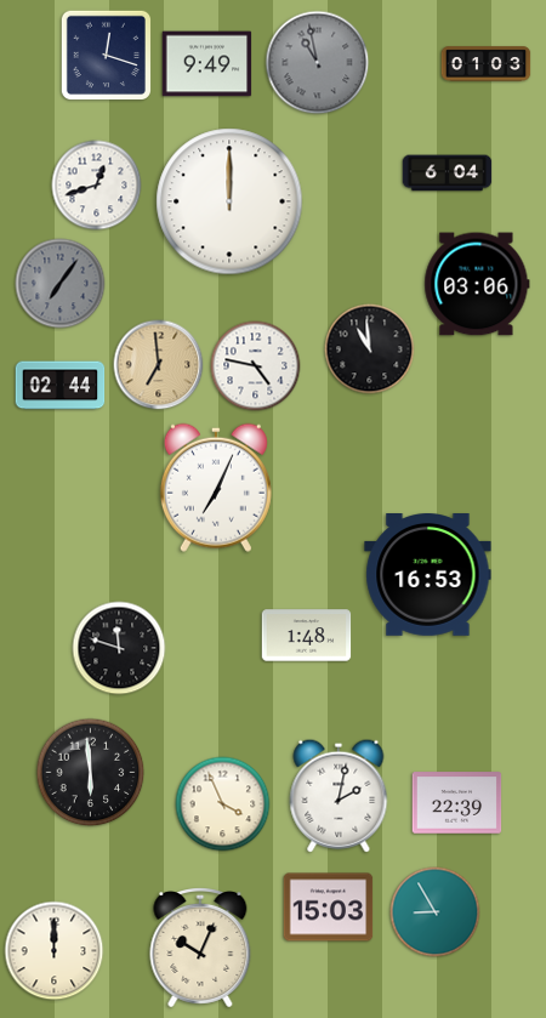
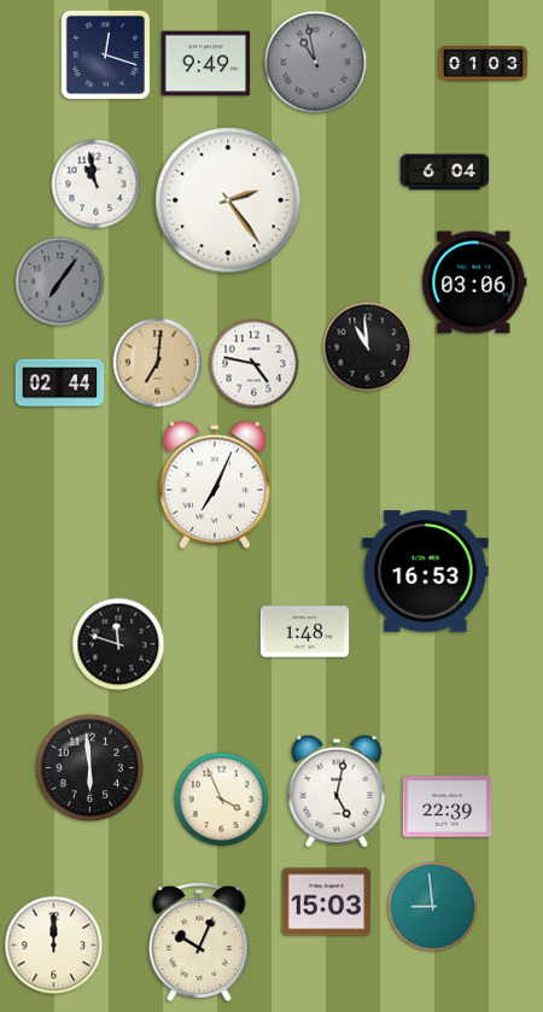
clock at (97, 186): 12:42 -> 10:58
clock at (229, 201): 12:00 -> 2:24
clock at (159, 365): 6:59 -> 7:01
clock at (339, 796): 2:02 -> 5:02
clock at (457, 803) position: (457, 803) -> (448, 807)
clock at (436, 912): 8:55 -> 8:59
